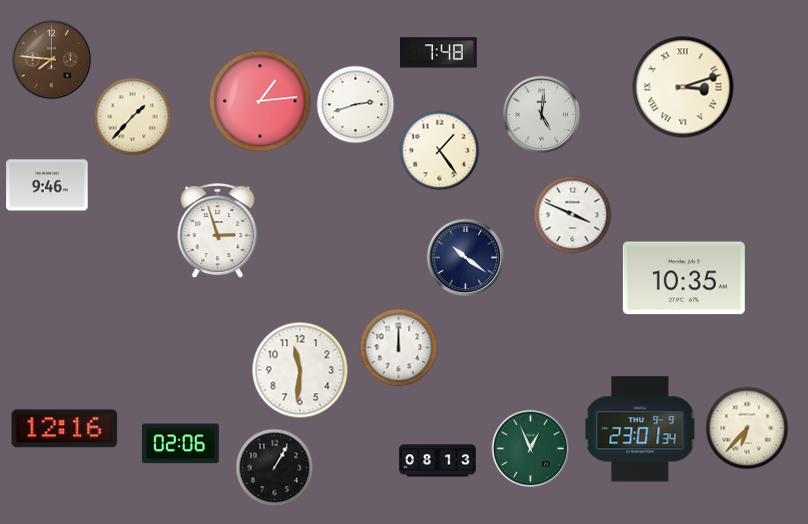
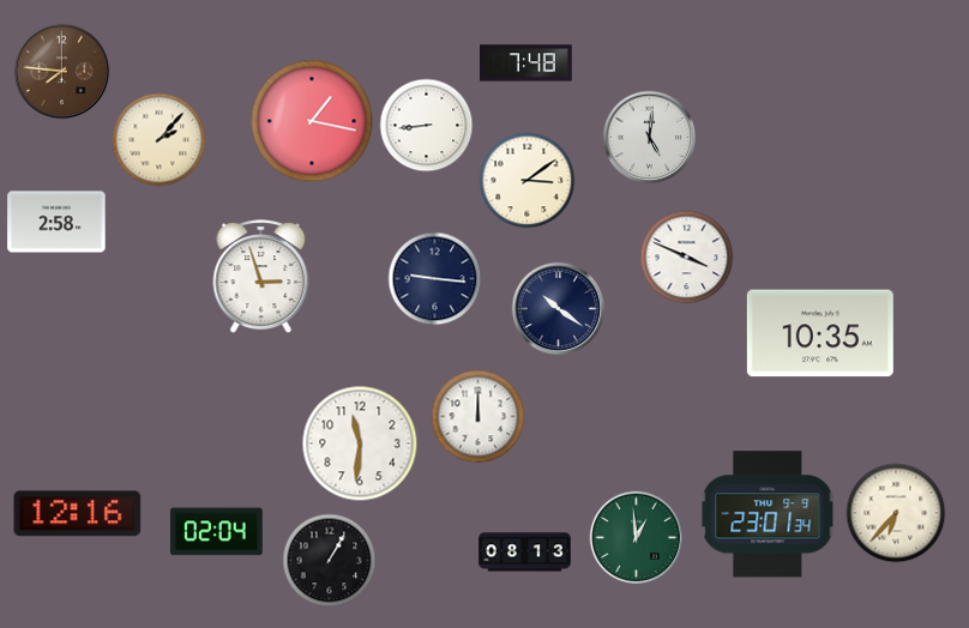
clock at (683, 87): 3:12 -> none
clock at (260, 101): 1:14 -> 1:17
clock at (355, 104): 2:42 -> 8:44
clock at (132, 116): 1:37 -> 2:07
clock at (439, 150): 1:24 -> 3:09
clock at (47, 185): 9:46 -> 2:58
clock at (434, 278): none -> 9:16
clock at (180, 444): 02:06 -> 02:04
clock at (530, 448): 12:56 -> 12:59
